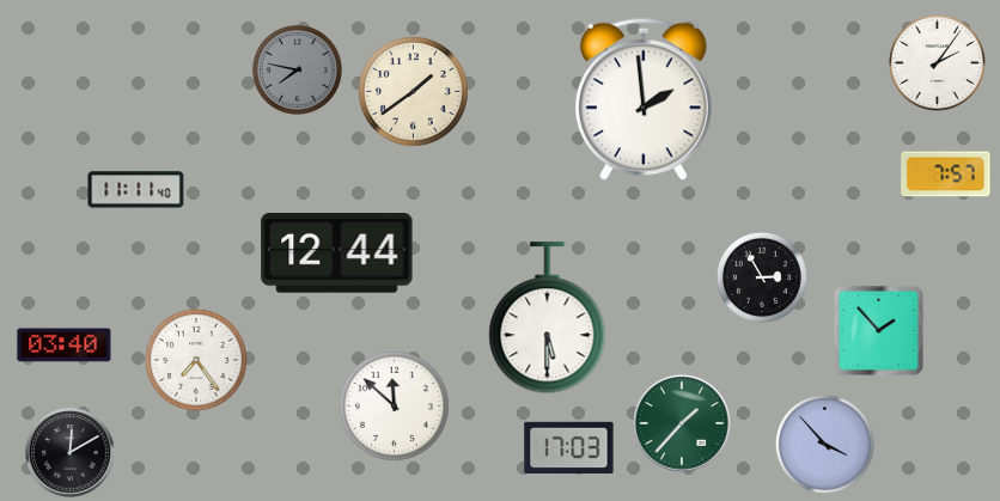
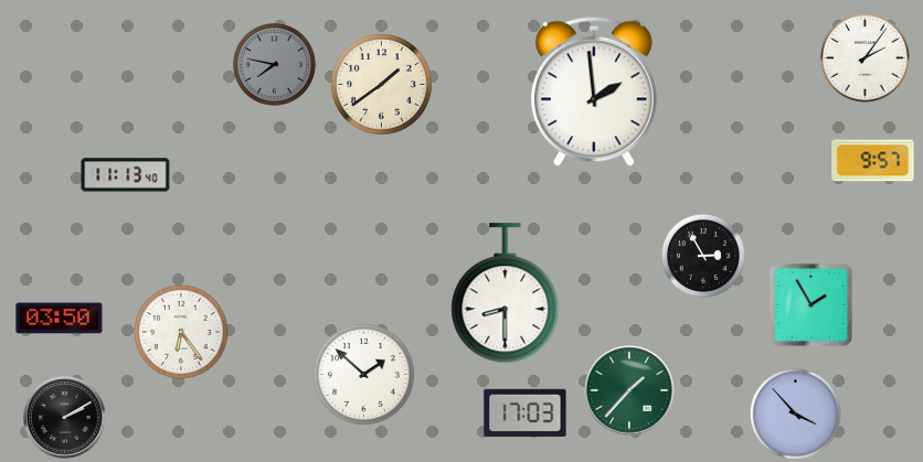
clock at (946, 175): 7:57 -> 9:57
clock at (136, 190): 11:11 -> 11:13
clock at (337, 253): 12:44 -> none
clock at (548, 318): 5:30 -> 8:30
clock at (879, 331): 1:53 -> 1:55
clock at (65, 346): 03:40 -> 03:50
clock at (196, 360): 7:24 -> 6:24
clock at (395, 407): 11:52 -> 1:52
clock at (824, 444) position: (824, 444) -> (795, 413)
clock at (71, 453): 12:10 -> 2:10
